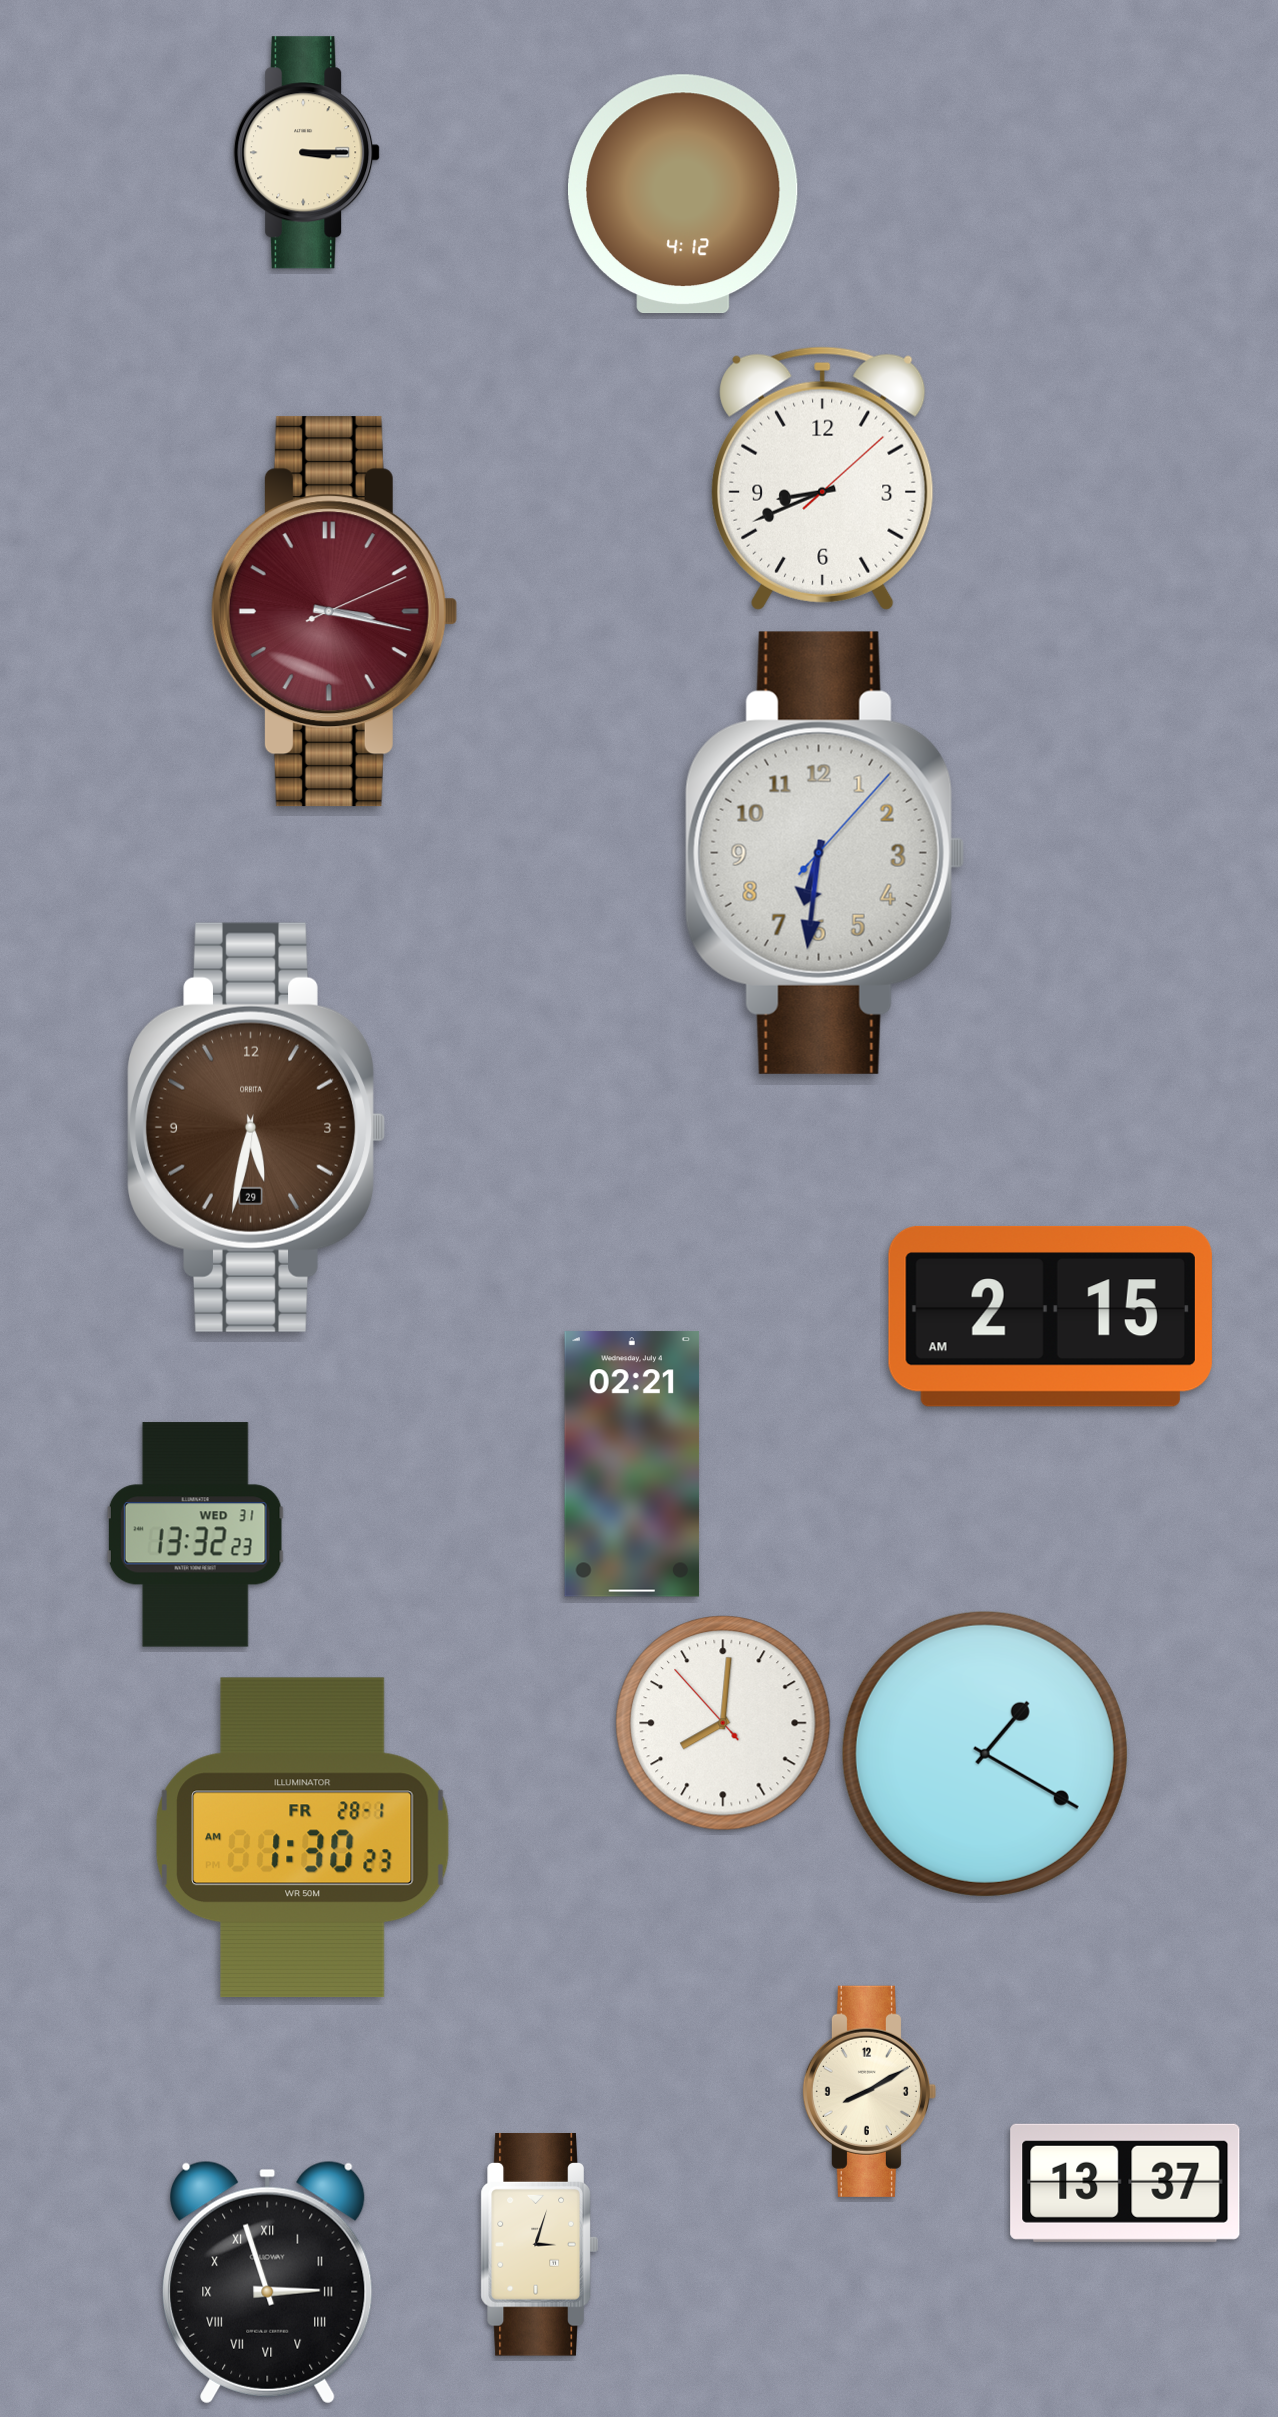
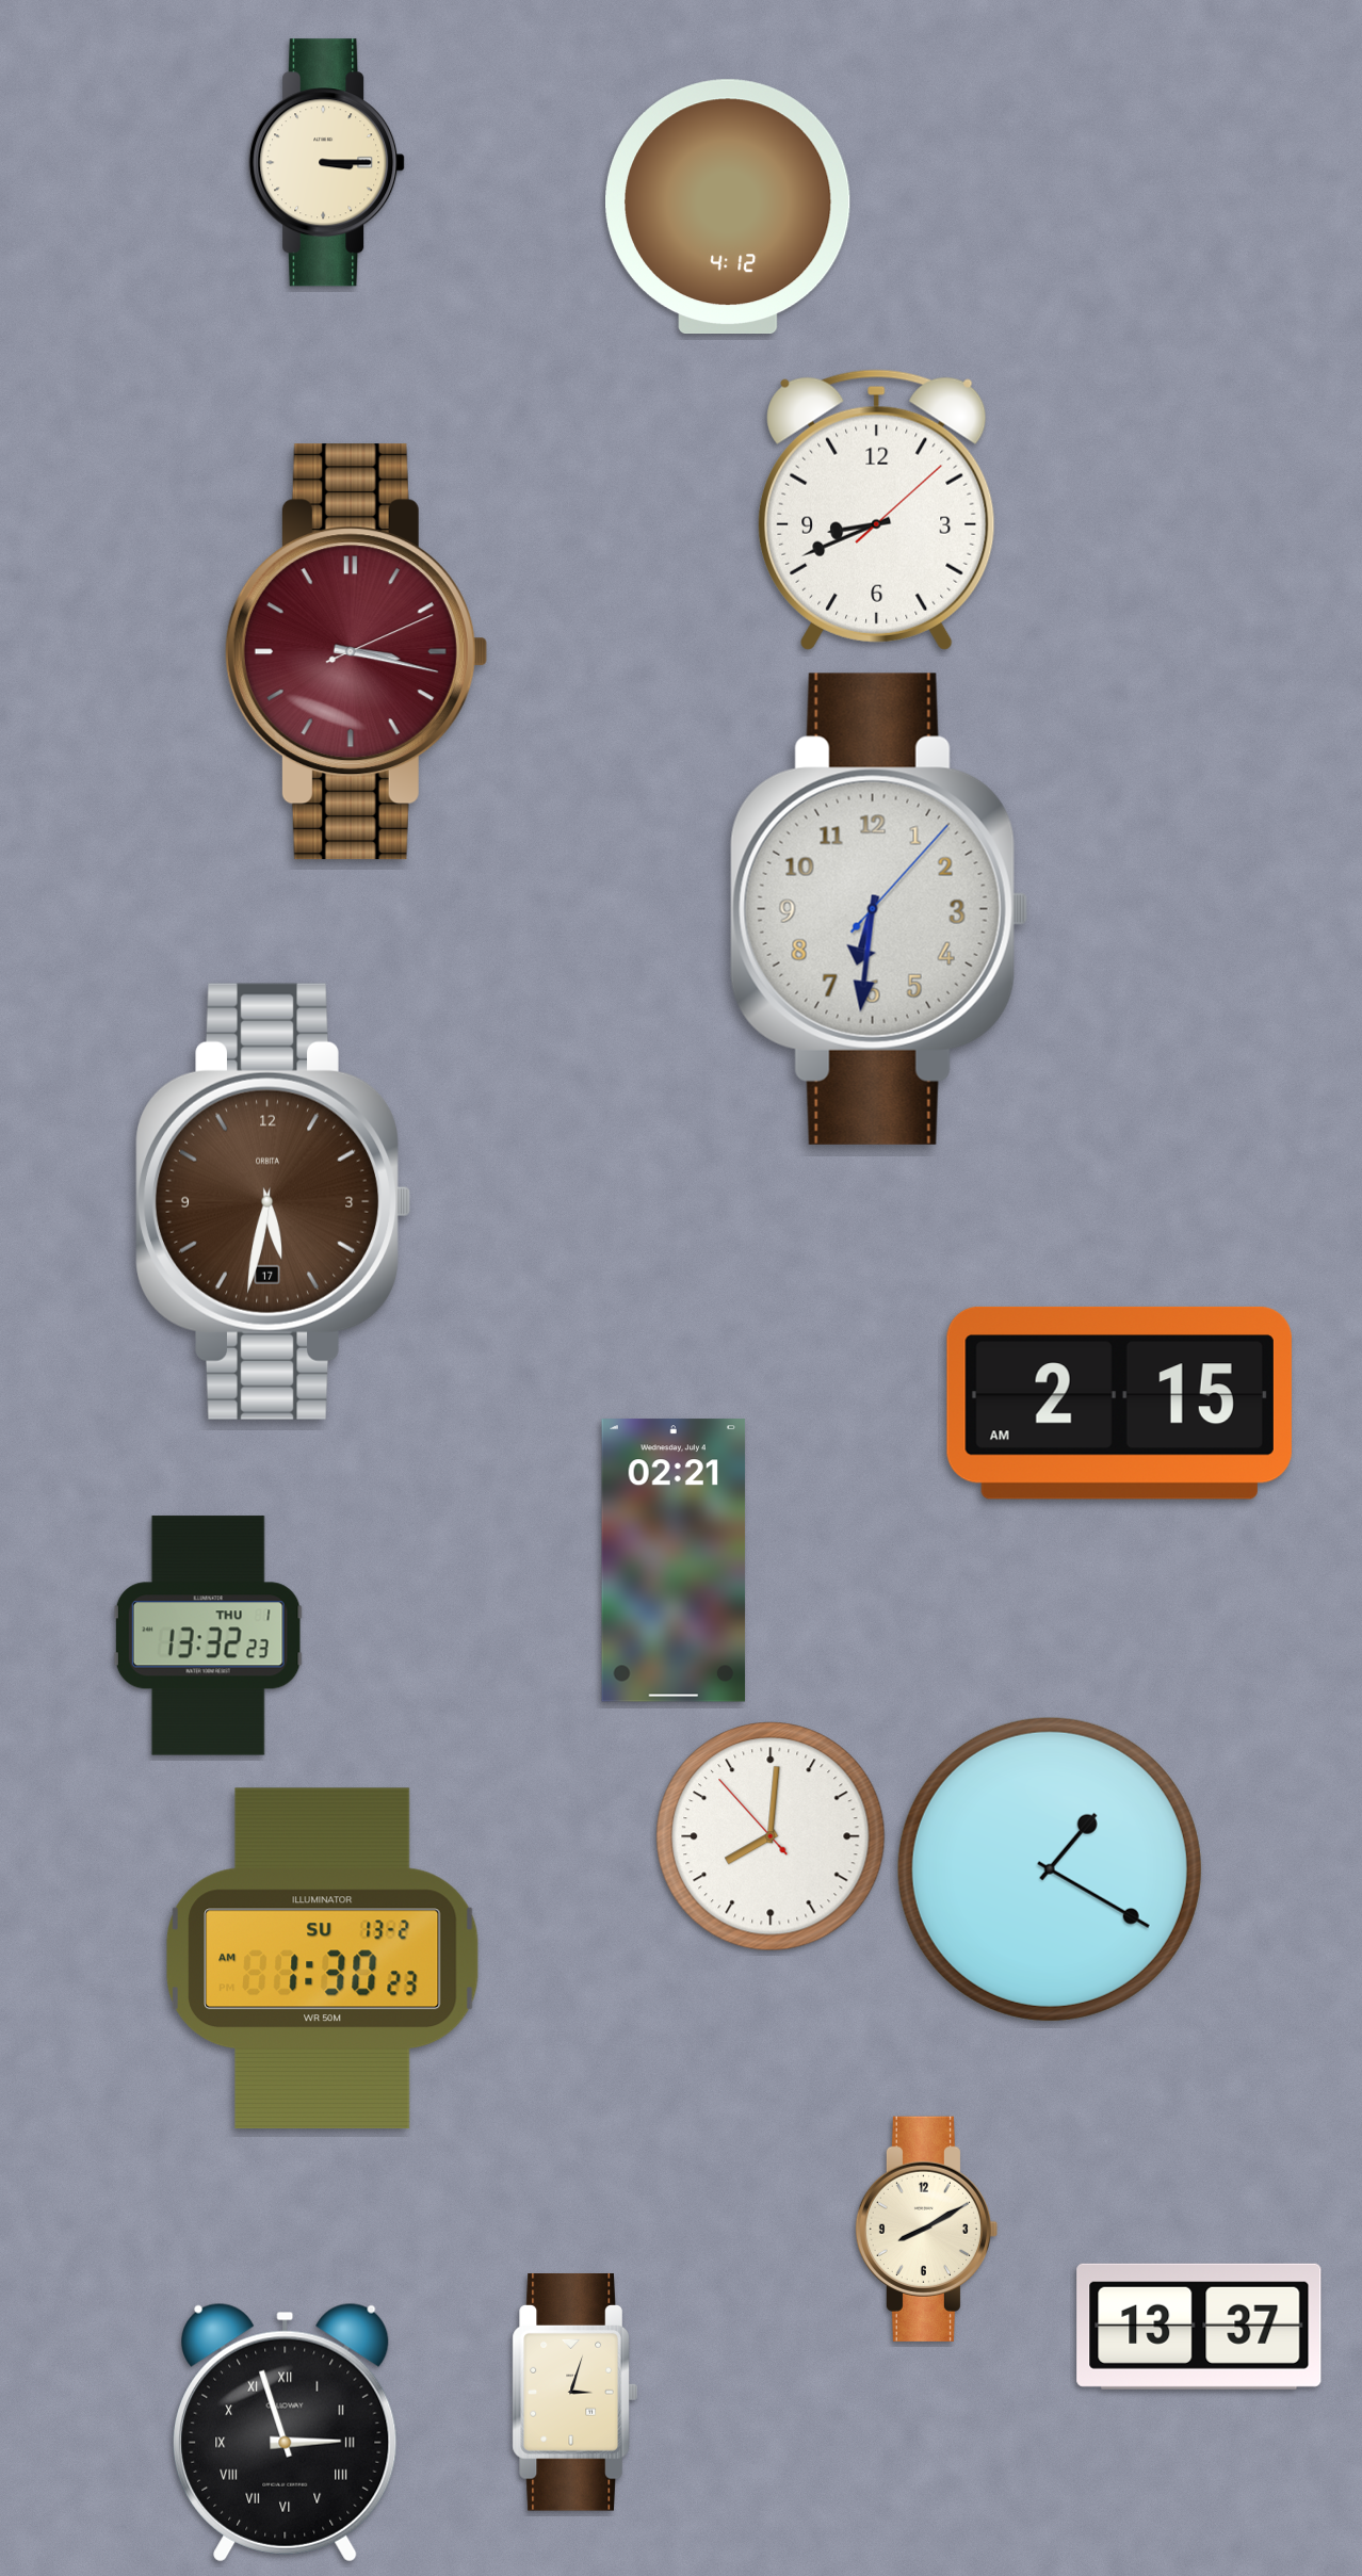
clock at (257, 1127) date: 29 -> 17
clock at (195, 1535) date: WED 31 -> THU 1
clock at (303, 1838) date: FR 28-1 -> SU 13-2
